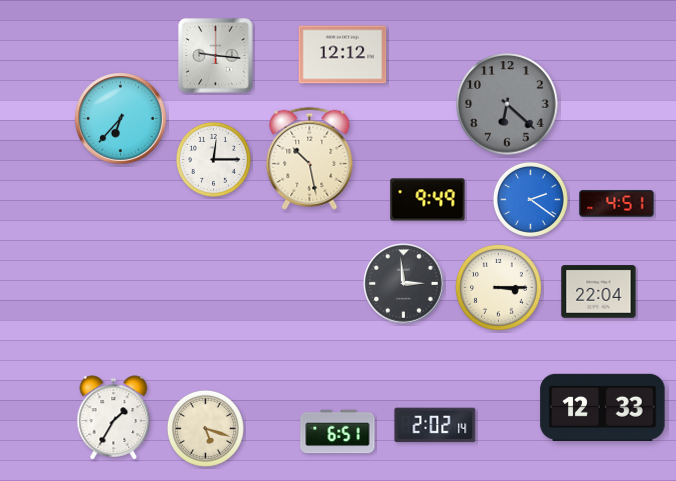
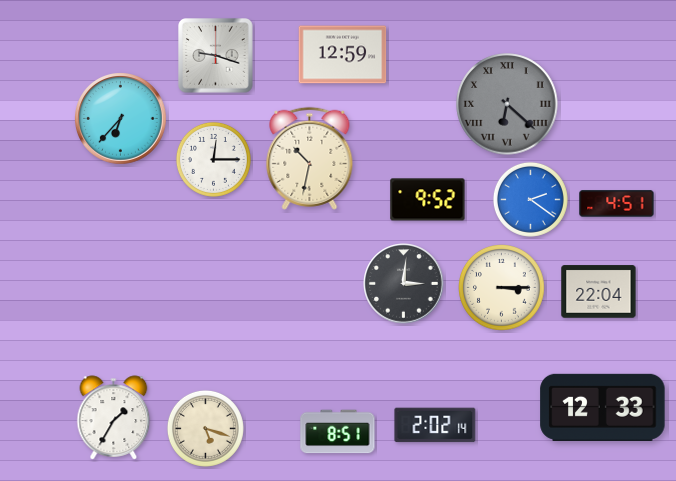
clock at (343, 55): 12:12 -> 12:59
clock at (216, 56): 9:16 -> 9:18
clock at (507, 104) numerals: Arabic -> Roman
clock at (310, 158): 10:28 -> 10:32
clock at (428, 200): 9:49 -> 9:52
clock at (404, 284): 2:59 -> 3:01
clock at (499, 288) position: (499, 288) -> (502, 288)
clock at (338, 432): 6:51 -> 8:51
